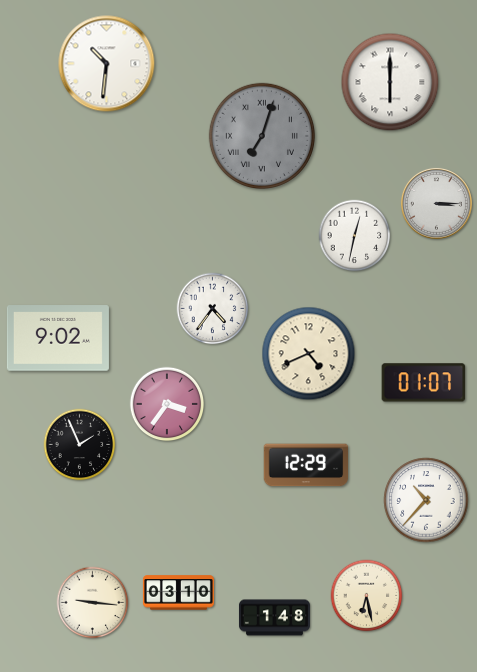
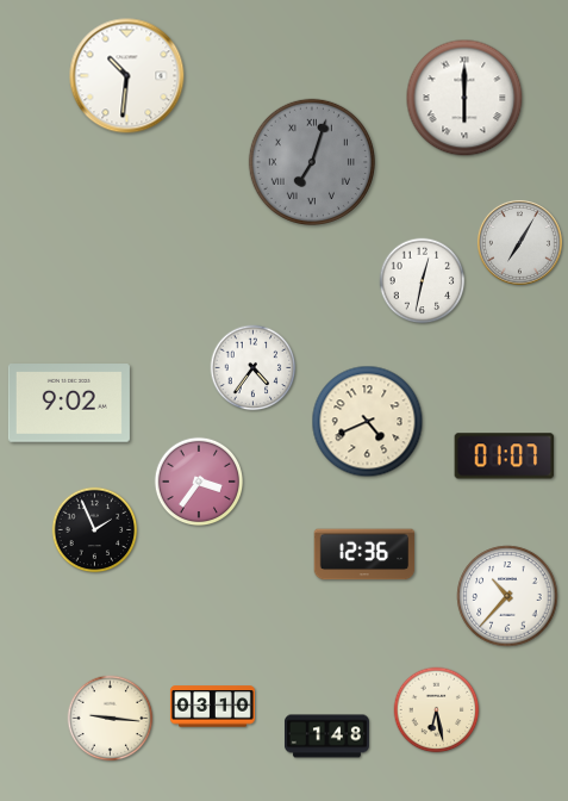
clock at (436, 203): 3:15 -> 7:05
clock at (306, 465): 12:29 -> 12:36
